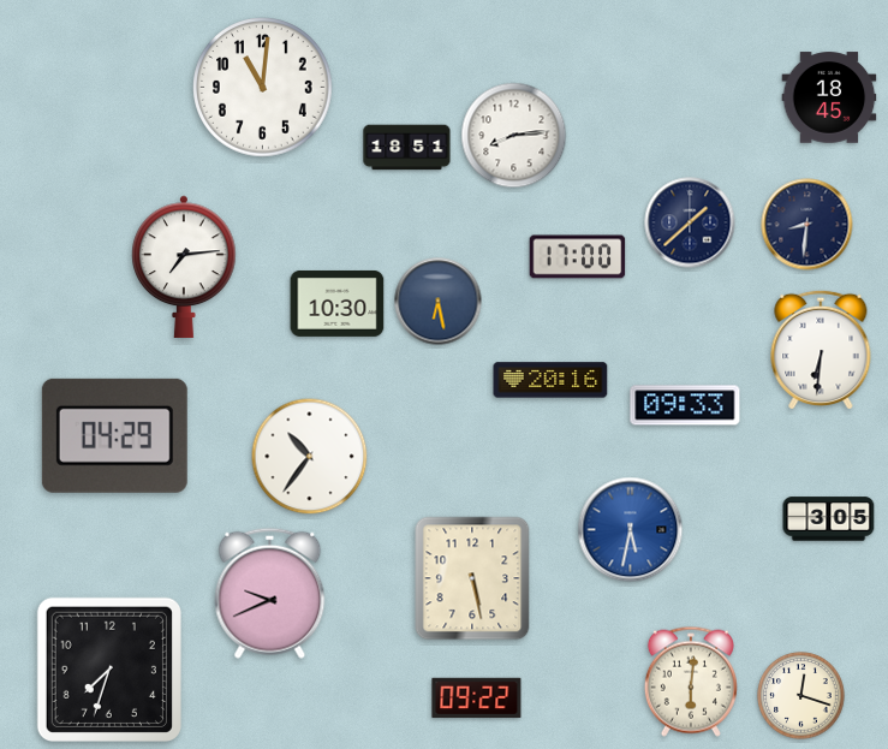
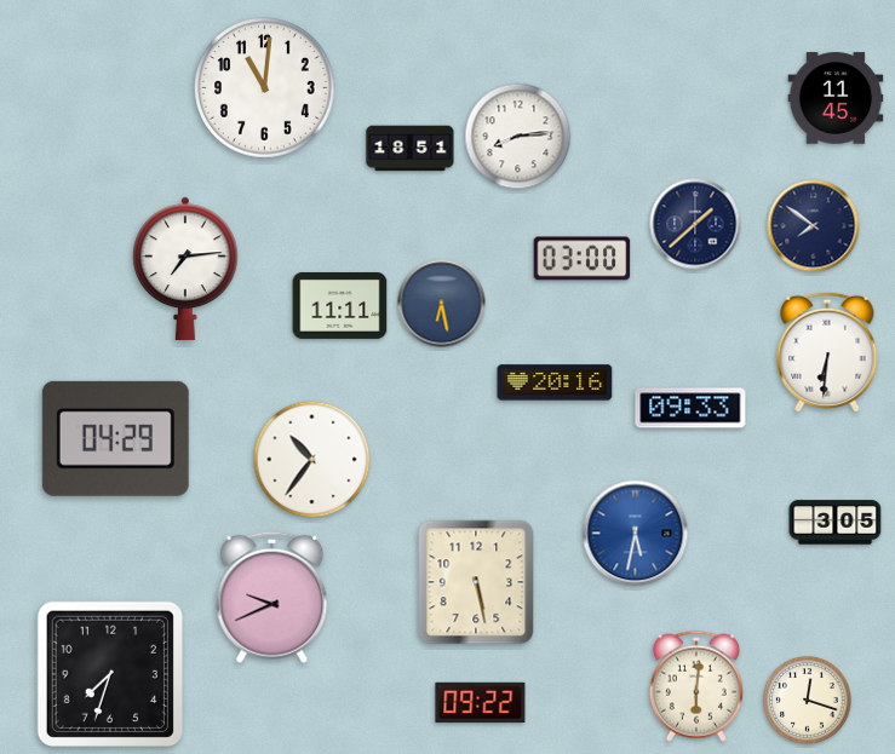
clock at (829, 97): 18:45 -> 11:45
clock at (807, 225): 8:31 -> 7:51
clock at (578, 257): 17:00 -> 03:00
clock at (338, 303): 10:30 -> 11:11
